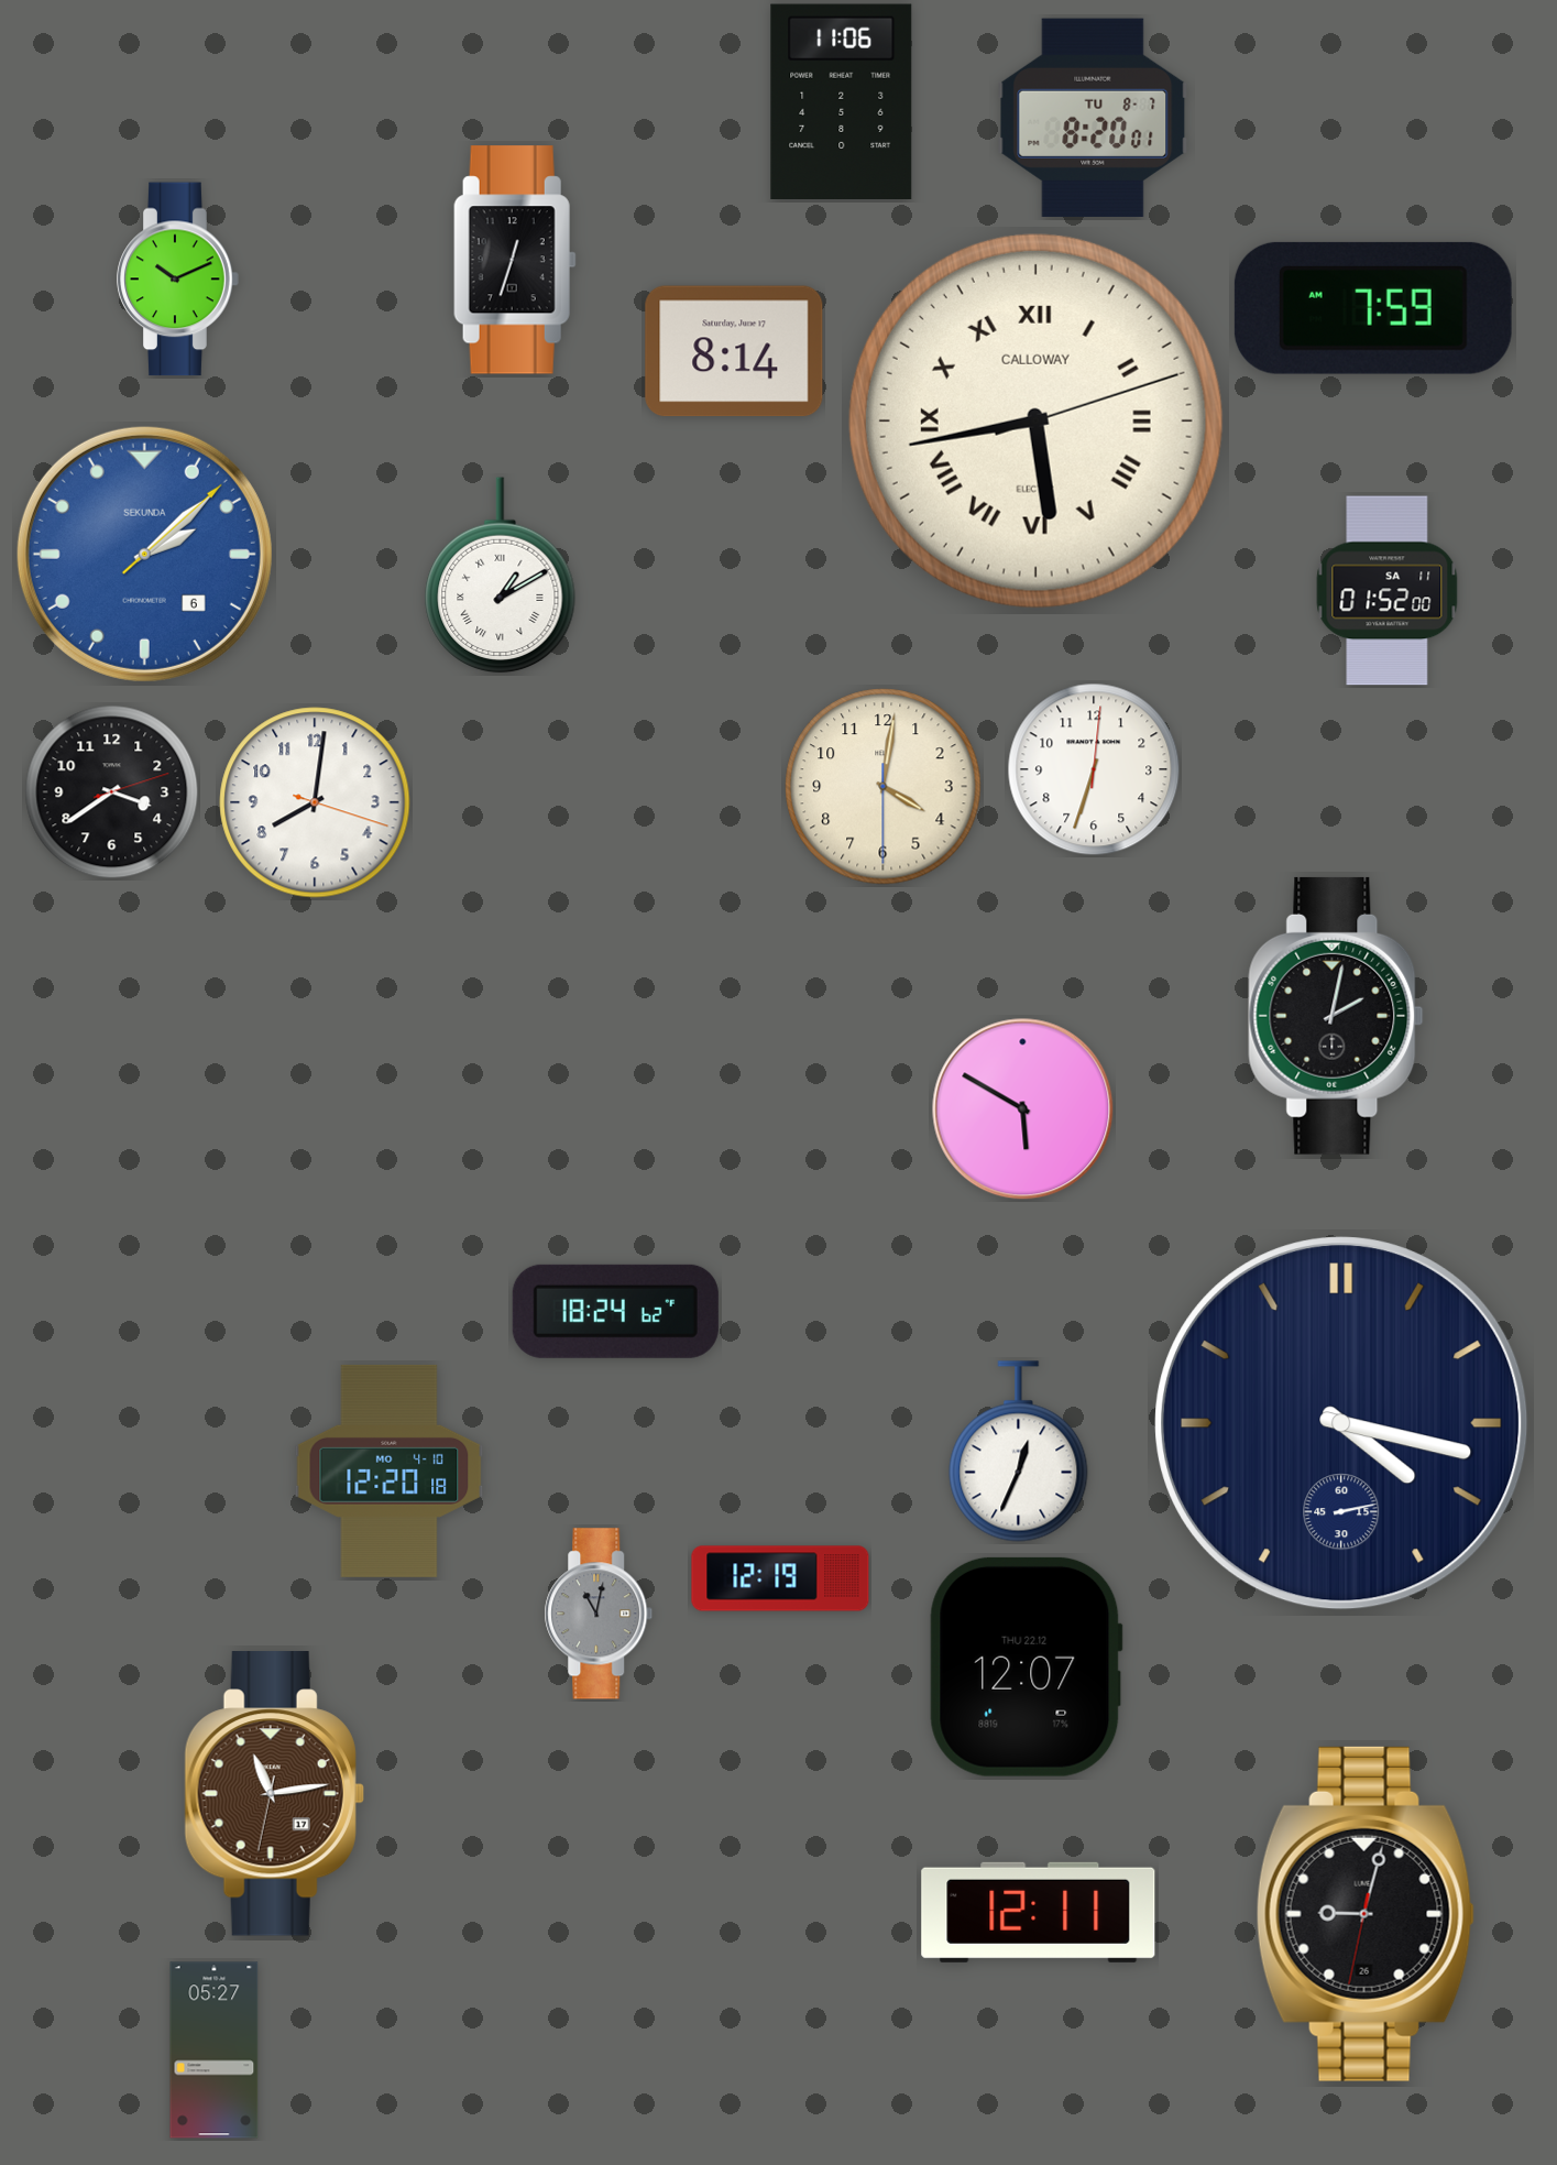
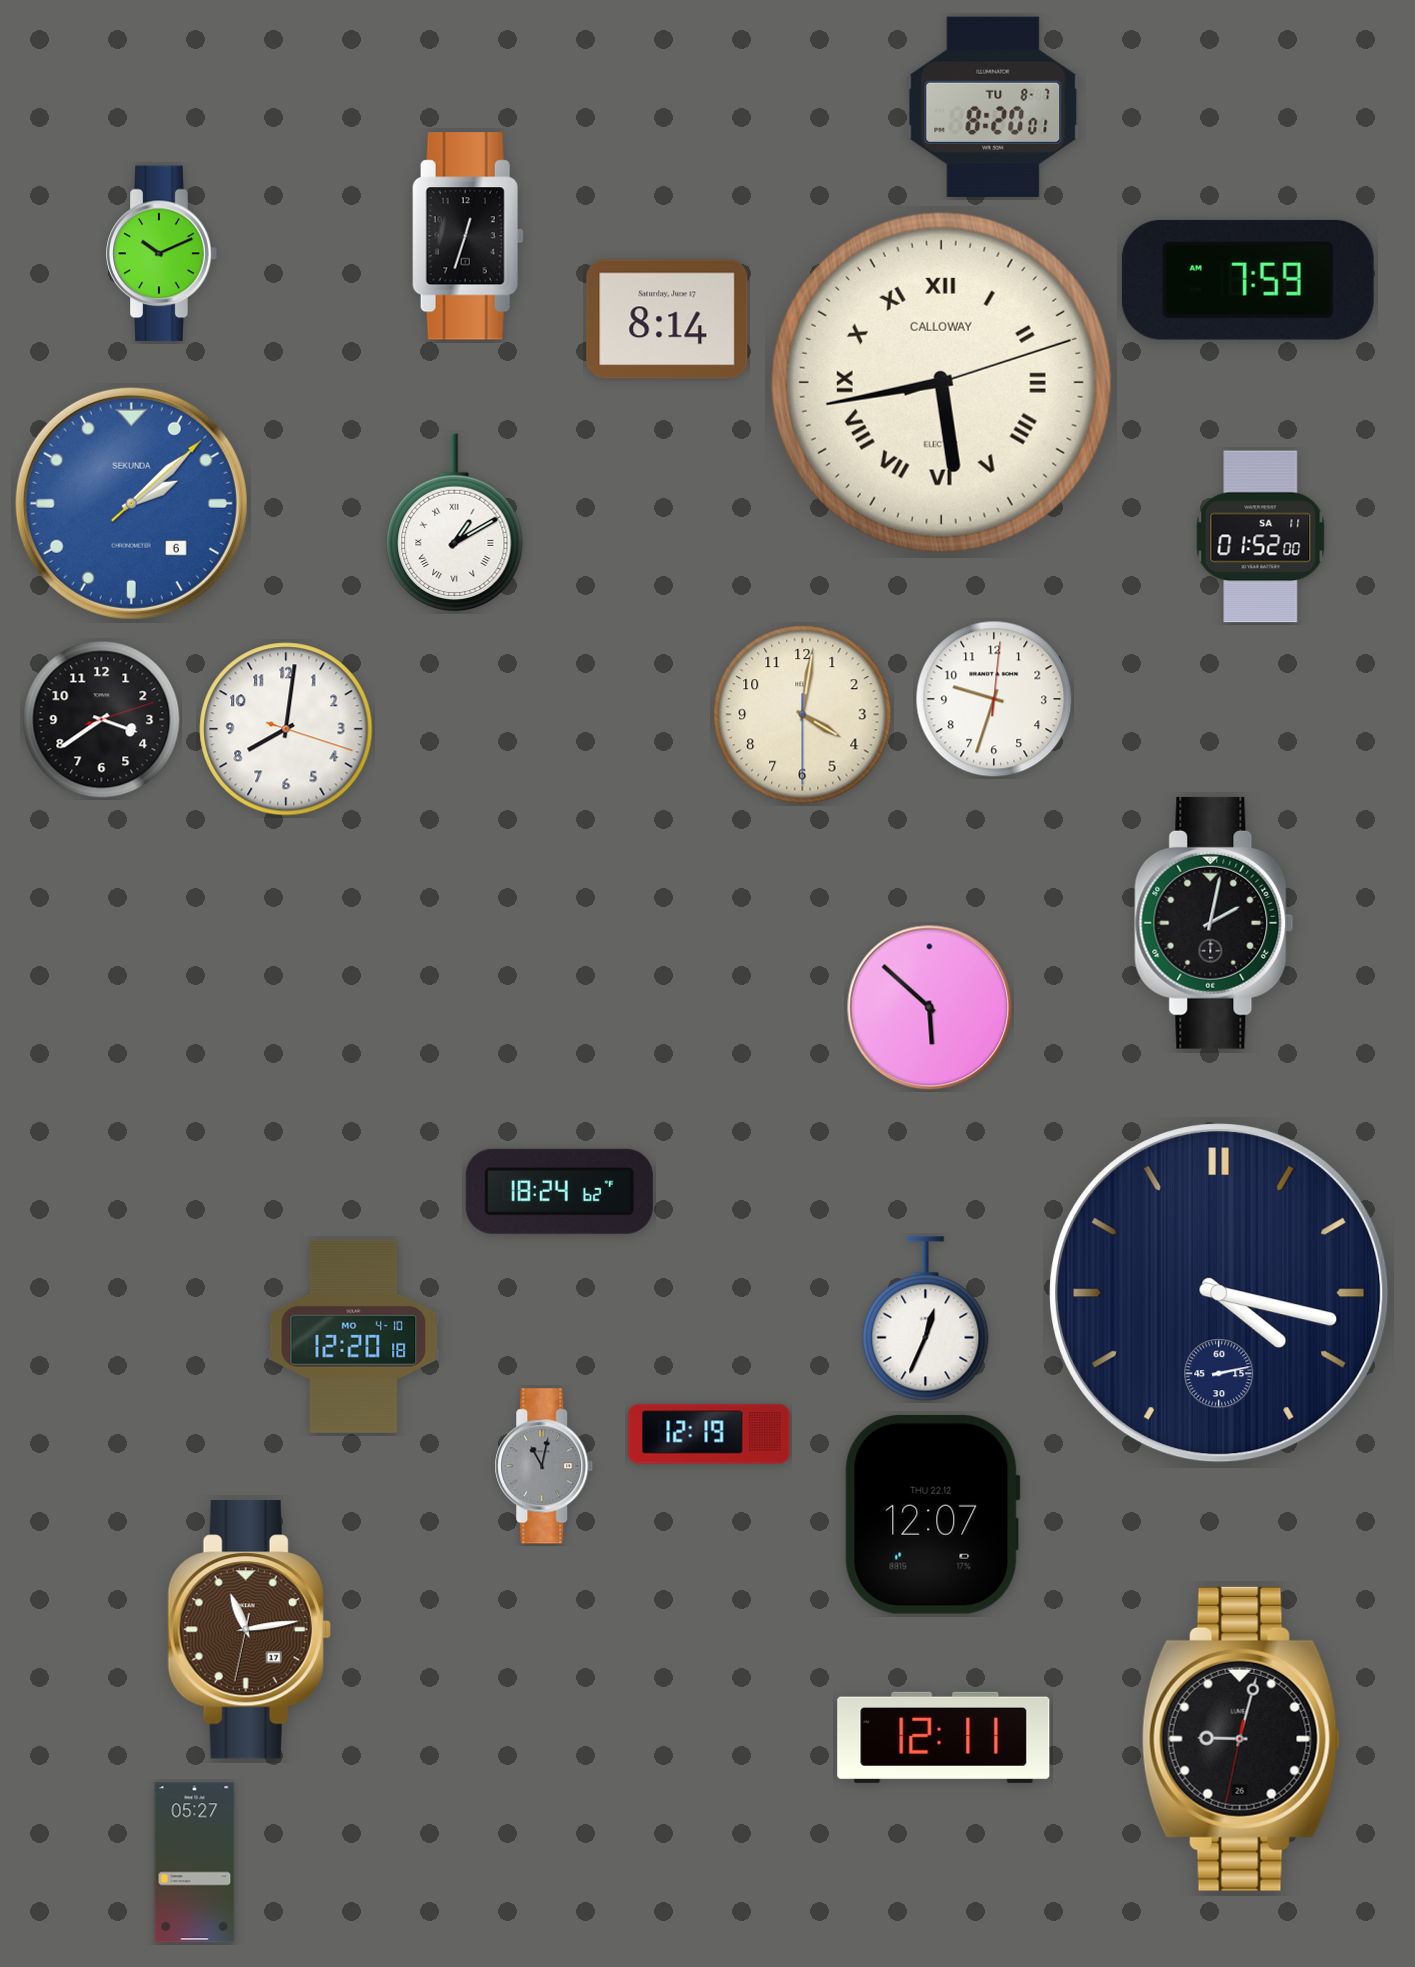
clock at (842, 101): 11:06 -> none
clock at (1094, 769): 6:33 -> 9:33
clock at (1023, 1109): 5:50 -> 5:52
